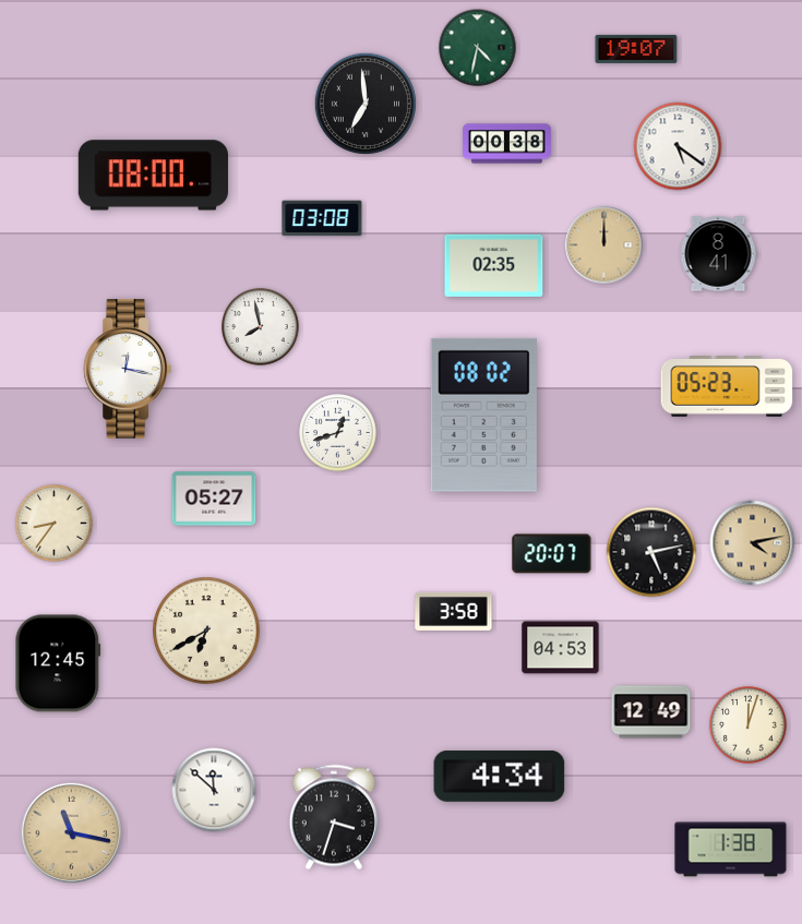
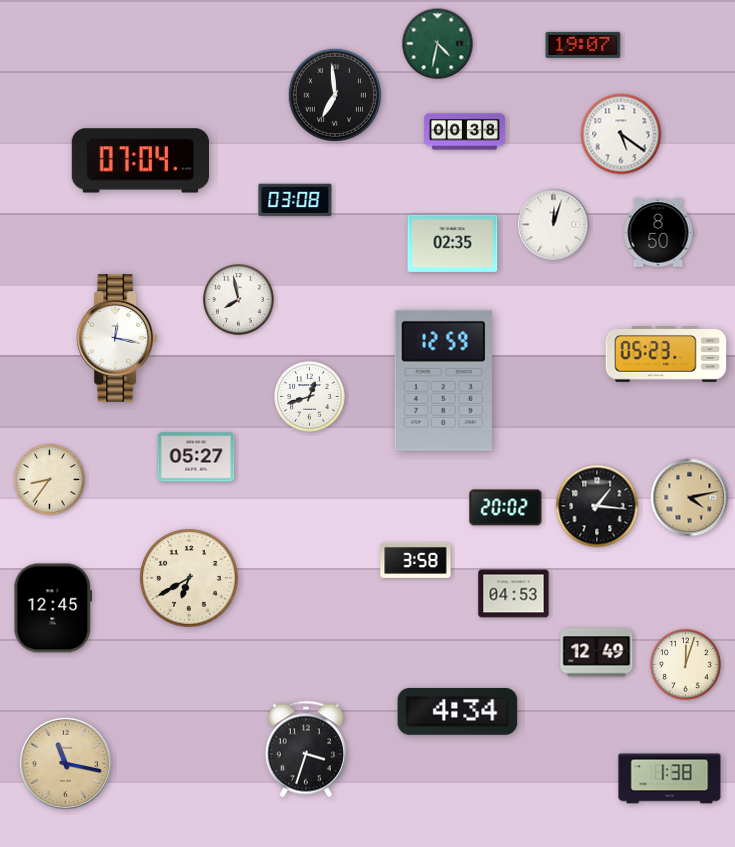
clock at (153, 176): 08:00 -> 07:04
clock at (605, 245): 12:00 -> 12:03
clock at (605, 245) dial: champagne -> white
clock at (718, 254): 8:41 -> 8:50
clock at (483, 415): 08:02 -> 12:59
clock at (651, 552): 5:13 -> 1:16
clock at (552, 554): 20:07 -> 20:02
clock at (214, 790): 11:52 -> none
